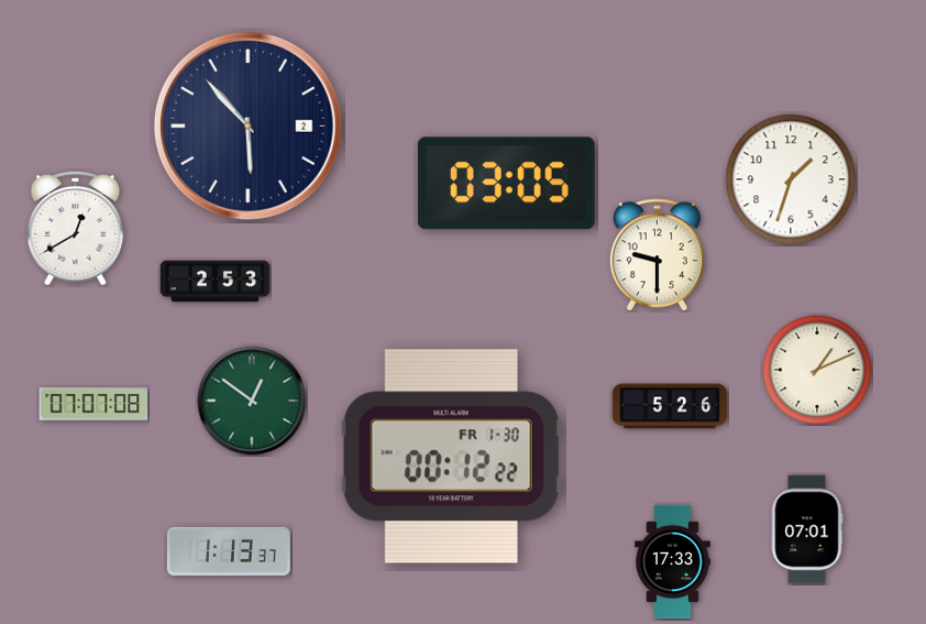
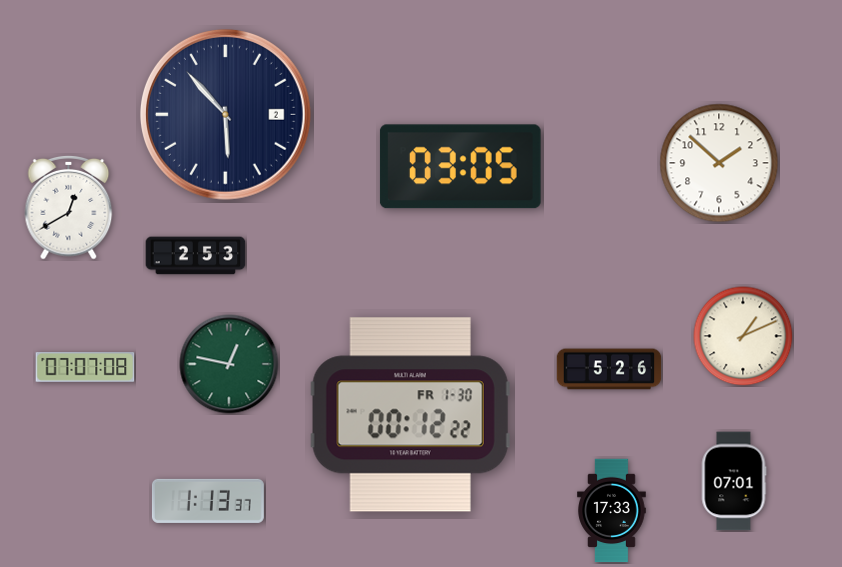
clock at (791, 179): 1:33 -> 1:52
clock at (657, 255): 9:30 -> none
clock at (252, 401): 12:51 -> 12:47
